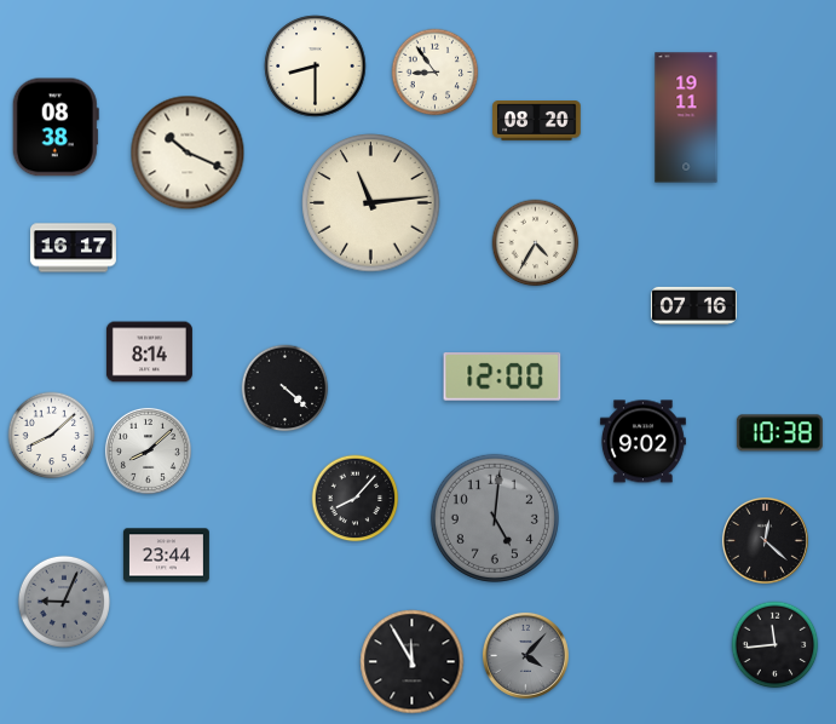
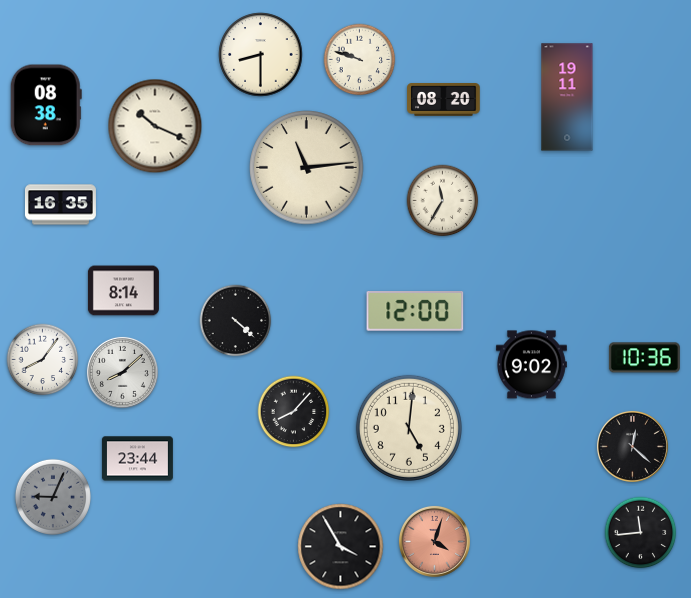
clock at (436, 73): 8:54 -> 9:48
clock at (536, 243): 4:35 -> 11:35
clock at (73, 248): 16:17 -> 16:35
clock at (693, 305): 07:16 -> none
clock at (779, 433): 10:38 -> 10:36
clock at (52, 436): 8:08 -> 8:06
clock at (495, 518) dial: grey -> cream
clock at (525, 655): 4:07 -> 4:03
clock at (525, 655) dial: grey -> salmon
clock at (413, 662): 11:55 -> 3:55
